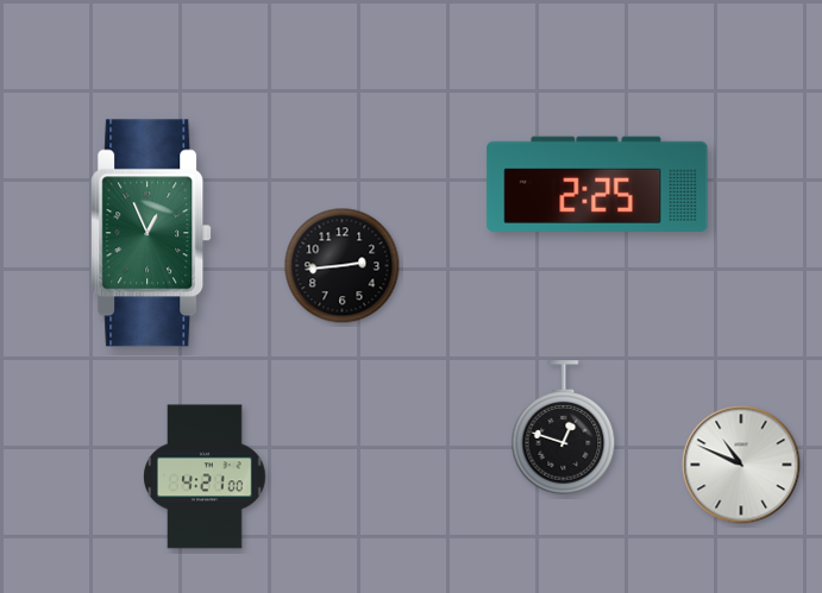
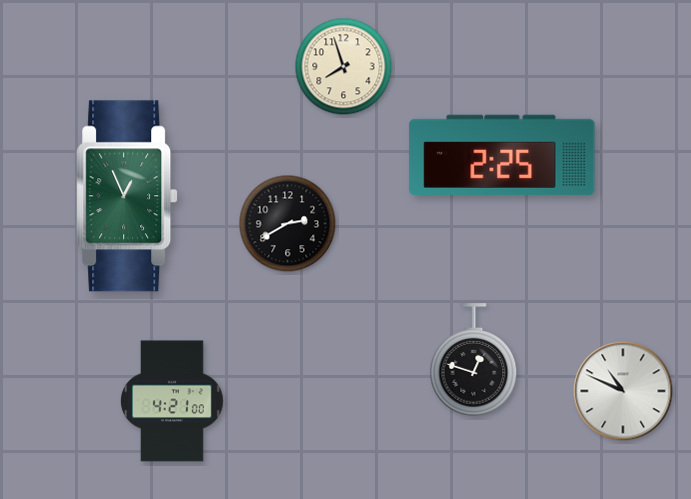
clock at (344, 67): none -> 7:57
clock at (343, 266): 2:44 -> 2:40
